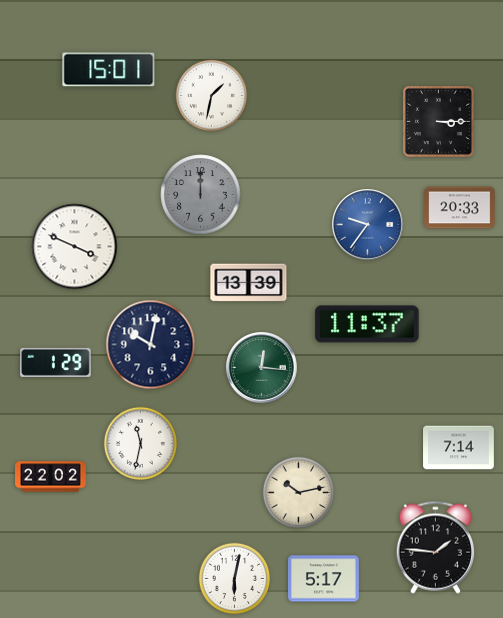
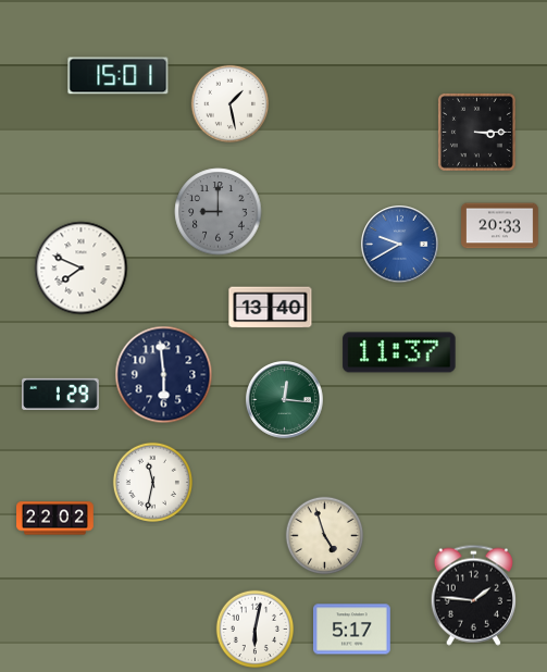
clock at (212, 96): 1:32 -> 1:28
clock at (201, 195): 12:00 -> 9:00
clock at (368, 225): 9:36 -> 9:40
clock at (75, 247): 3:49 -> 7:49
clock at (249, 283): 13:39 -> 13:40
clock at (151, 345): 10:02 -> 5:59
clock at (459, 448): 7:14 -> none
clock at (299, 493): 10:13 -> 4:57
